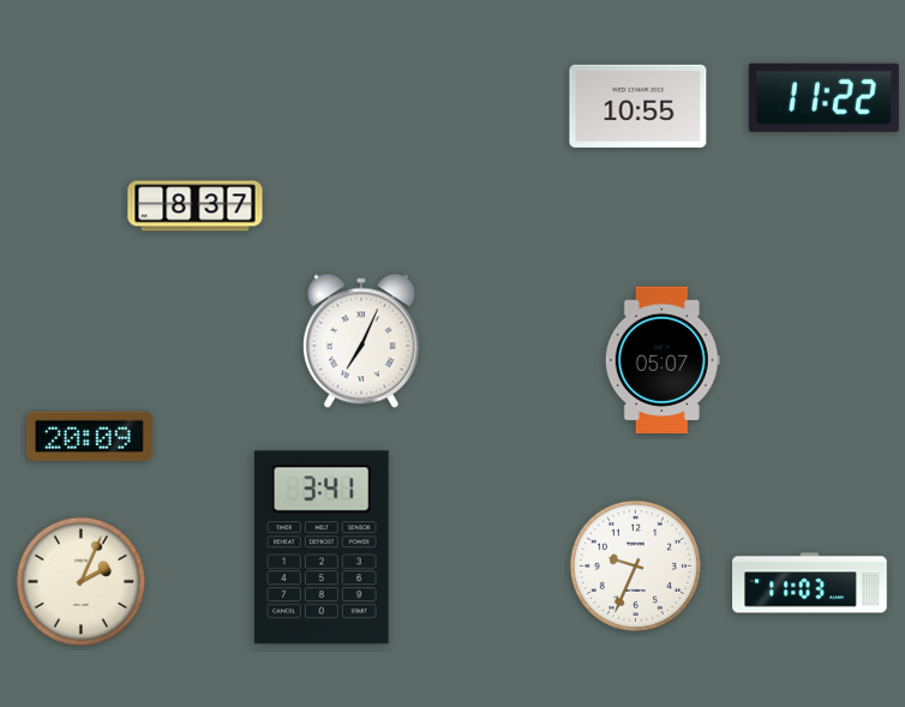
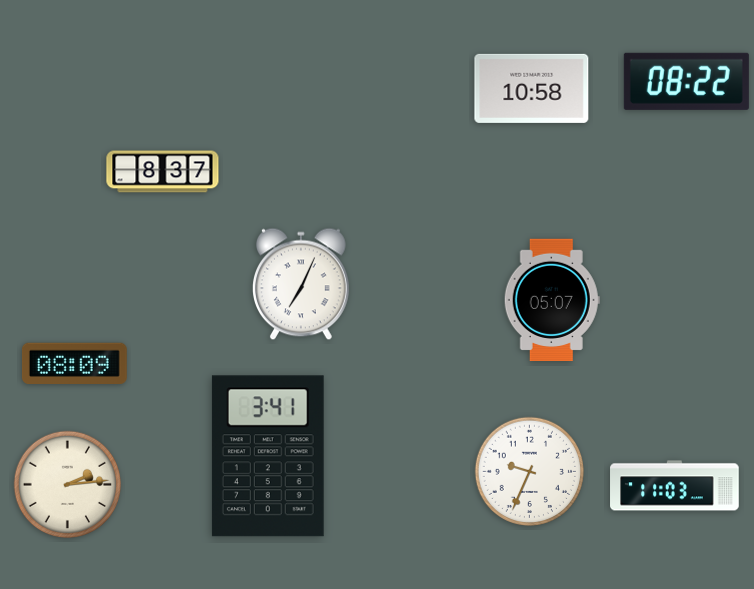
clock at (823, 97): 11:22 -> 08:22
clock at (639, 106): 10:55 -> 10:58
clock at (89, 436): 20:09 -> 08:09
clock at (82, 582): 2:04 -> 2:14
